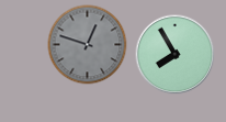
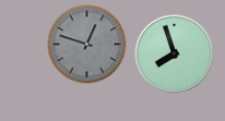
clock at (176, 55): 7:55 -> 7:57
